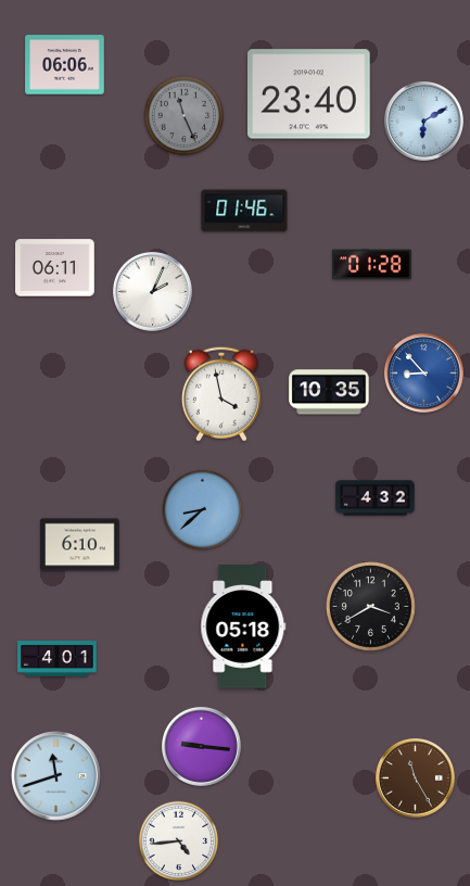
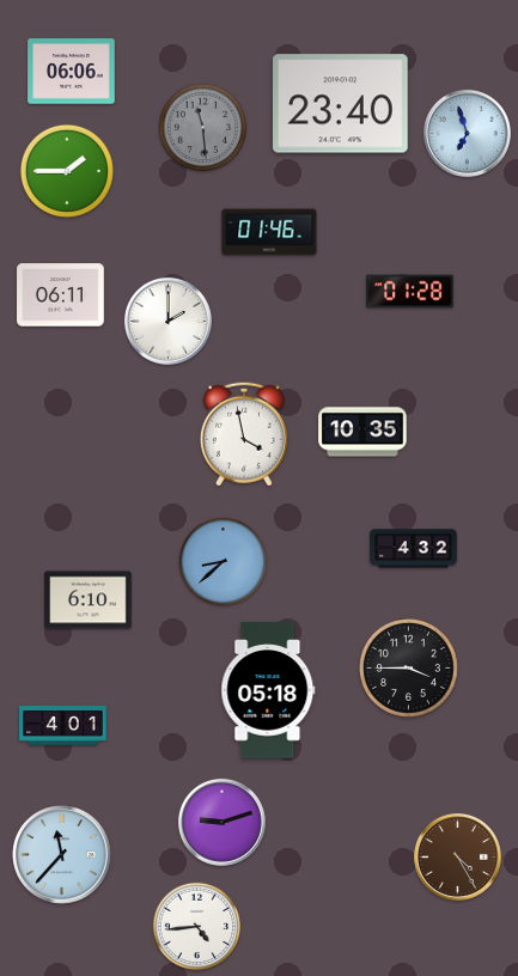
clock at (185, 116): 11:26 -> 11:29
clock at (423, 121): 6:10 -> 6:57
clock at (67, 171): none -> 1:45
clock at (152, 291): 2:04 -> 2:00
clock at (423, 372): 8:53 -> none
clock at (370, 606): 3:40 -> 3:45
clock at (201, 746): 9:16 -> 9:12
clock at (56, 776): 11:42 -> 11:37
clock at (415, 777): 11:25 -> 4:25
